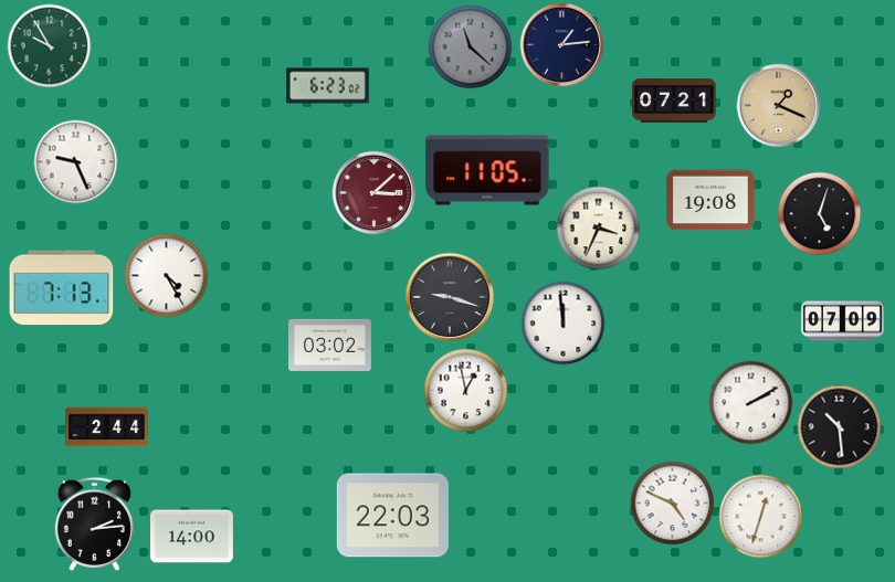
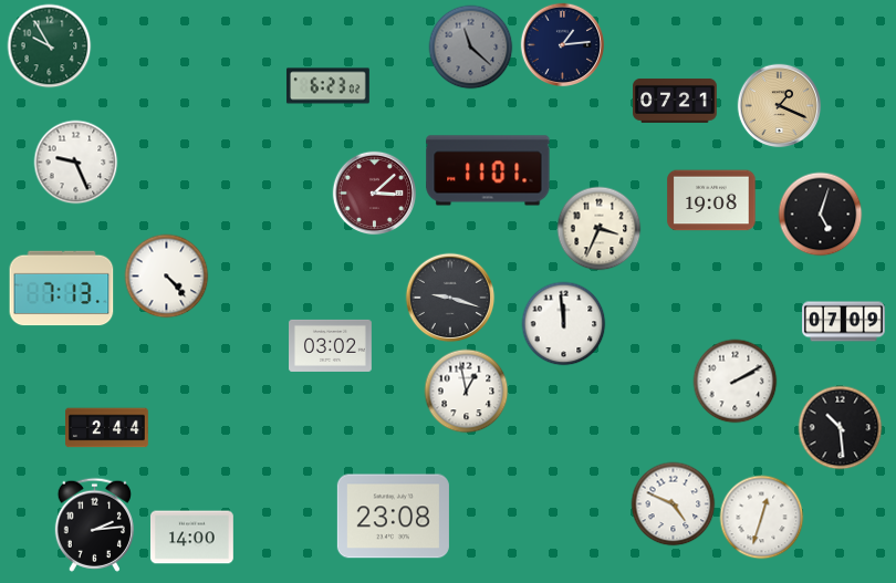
clock at (487, 170): 11:05 -> 11:01
clock at (167, 276): 4:25 -> 4:23
clock at (751, 403) position: (751, 403) -> (736, 382)
clock at (392, 516): 22:03 -> 23:08
